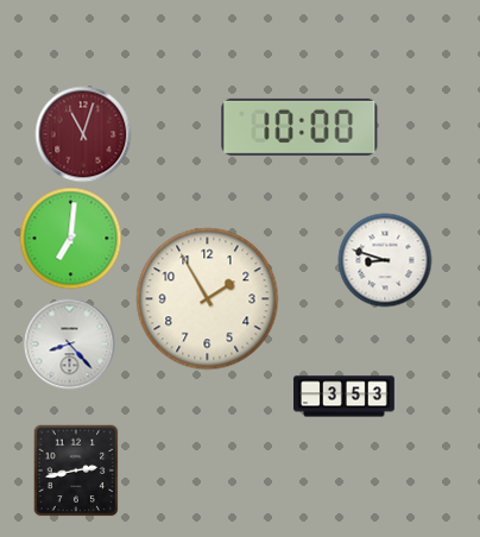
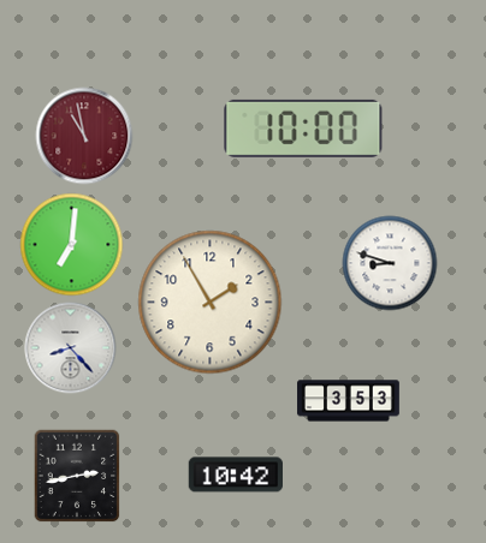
clock at (83, 134): 11:03 -> 10:58
clock at (71, 239) position: (71, 239) -> (72, 245)
clock at (235, 475): none -> 10:42
